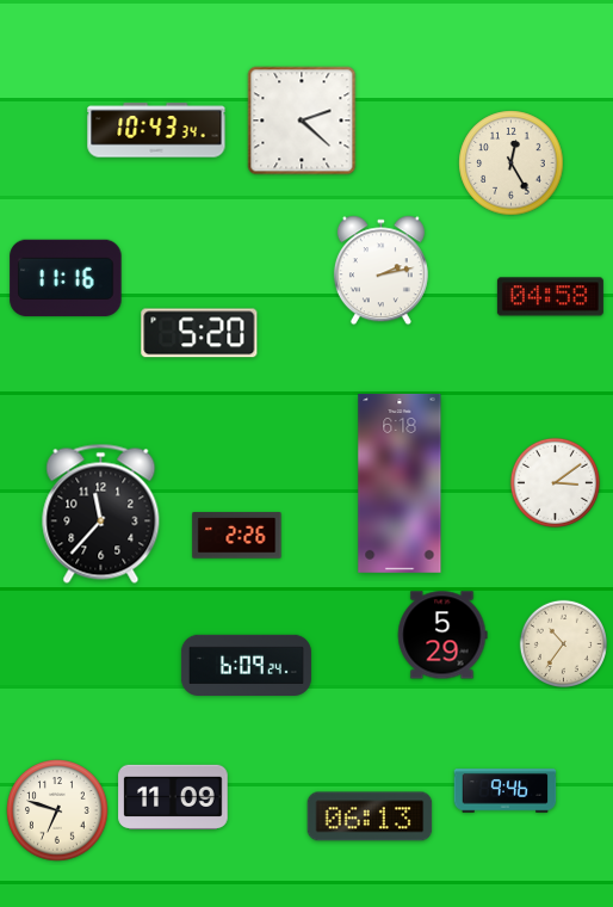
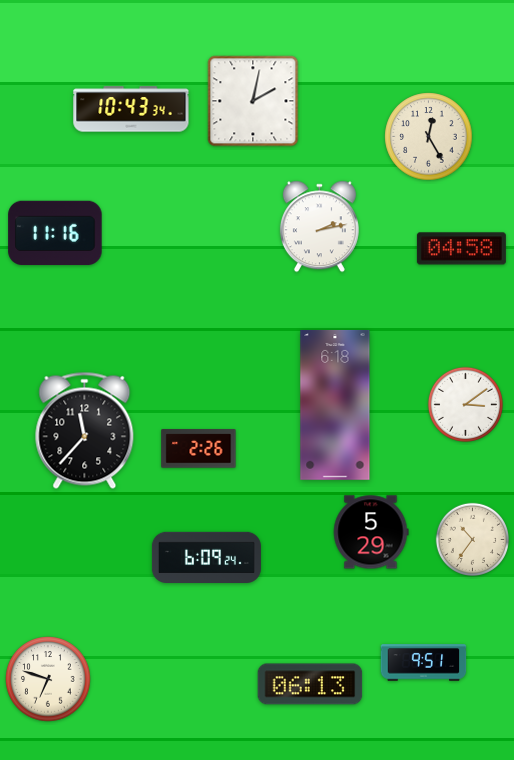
clock at (302, 121): 2:22 -> 2:02
clock at (199, 333): 5:20 -> none
clock at (506, 791): 9:46 -> 9:51
clock at (173, 796): 11:09 -> none
